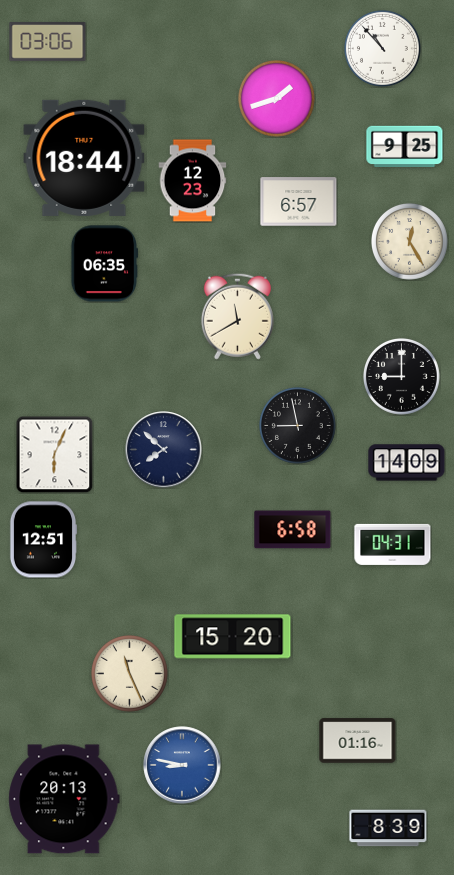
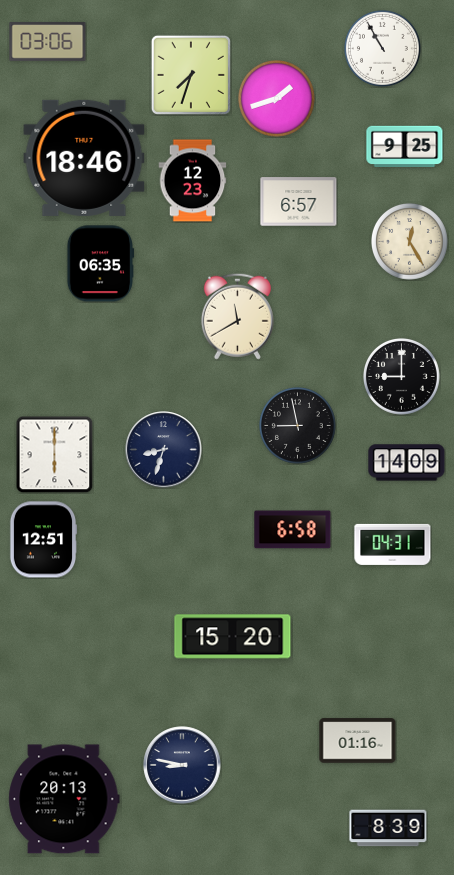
clock at (383, 49): 10:53 -> 10:55
clock at (191, 75): none -> 7:33
clock at (84, 158): 18:44 -> 18:46
clock at (105, 264) position: (105, 264) -> (101, 264)
clock at (164, 450): 7:52 -> 8:33
clock at (54, 454): 6:04 -> 6:00
clock at (130, 674): 11:26 -> none
clock at (182, 765) dial: blue -> navy
